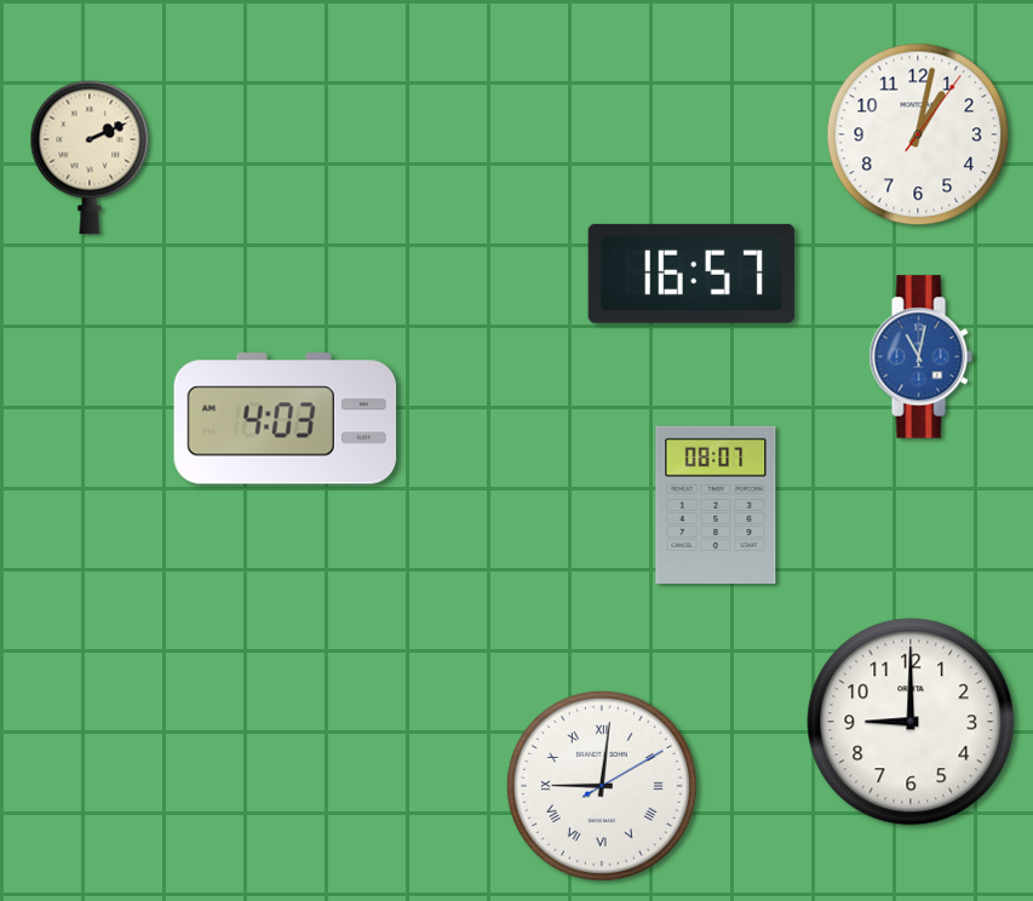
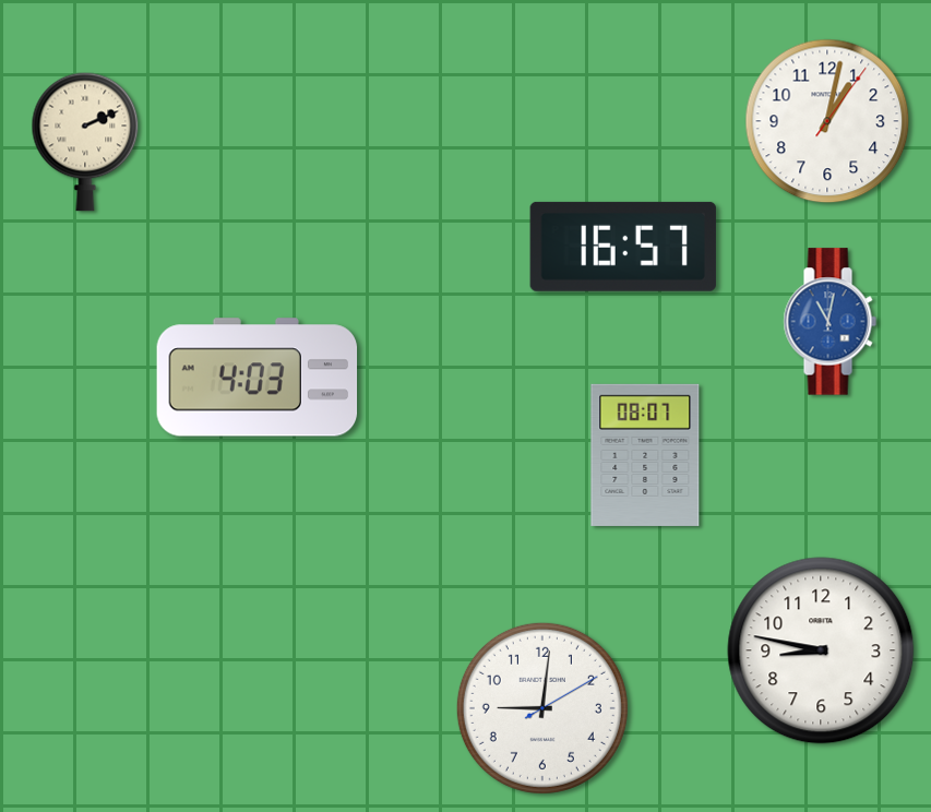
clock at (90, 157) position: (90, 157) -> (85, 142)
clock at (911, 722): 9:00 -> 8:47
clock at (602, 786) numerals: Roman -> Arabic
